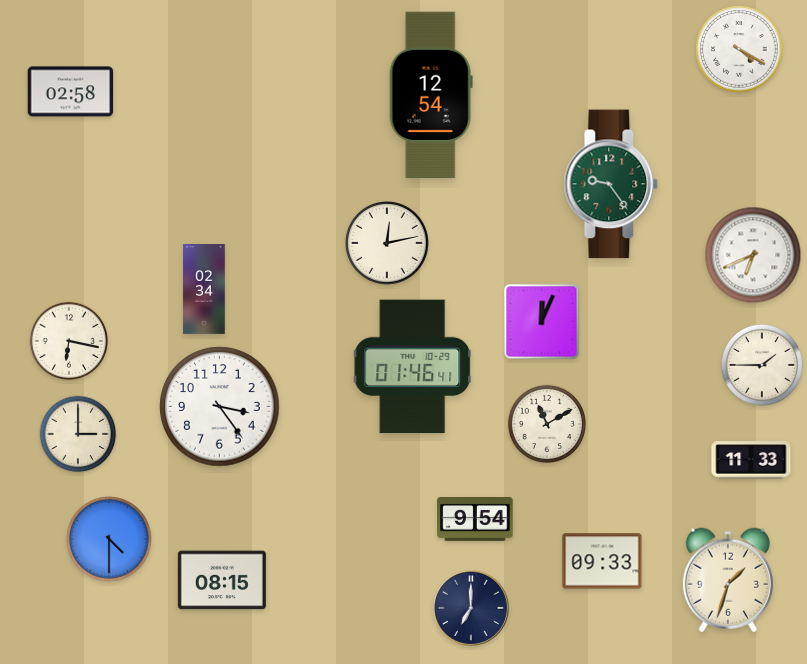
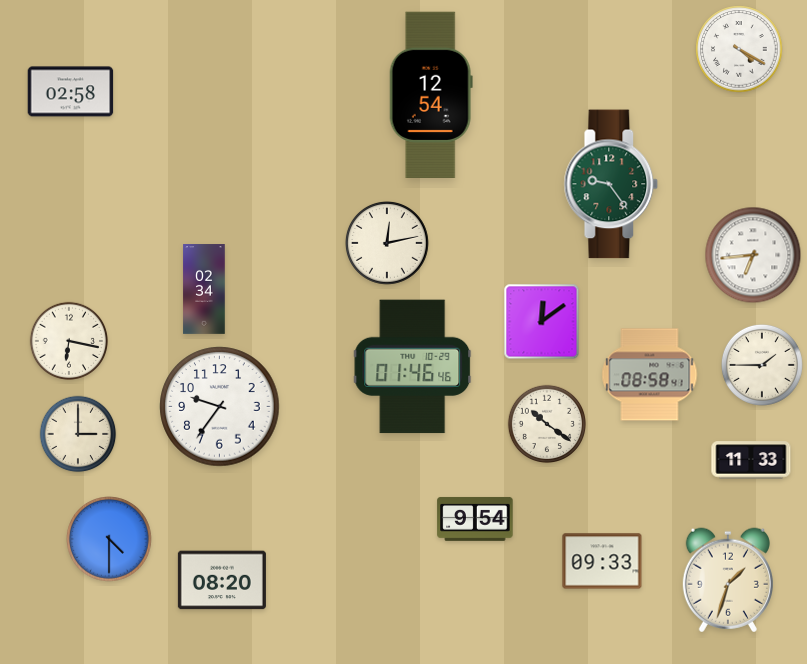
clock at (753, 255): 6:41 -> 6:44
clock at (542, 322): 12:04 -> 12:09
clock at (413, 367): 01:46:41 -> 01:46:46
clock at (650, 375): none -> 08:58
clock at (220, 407): 3:24 -> 9:36
clock at (546, 423): 11:10 -> 10:21
clock at (222, 580): 08:15 -> 08:20
clock at (471, 608): 7:00 -> none
